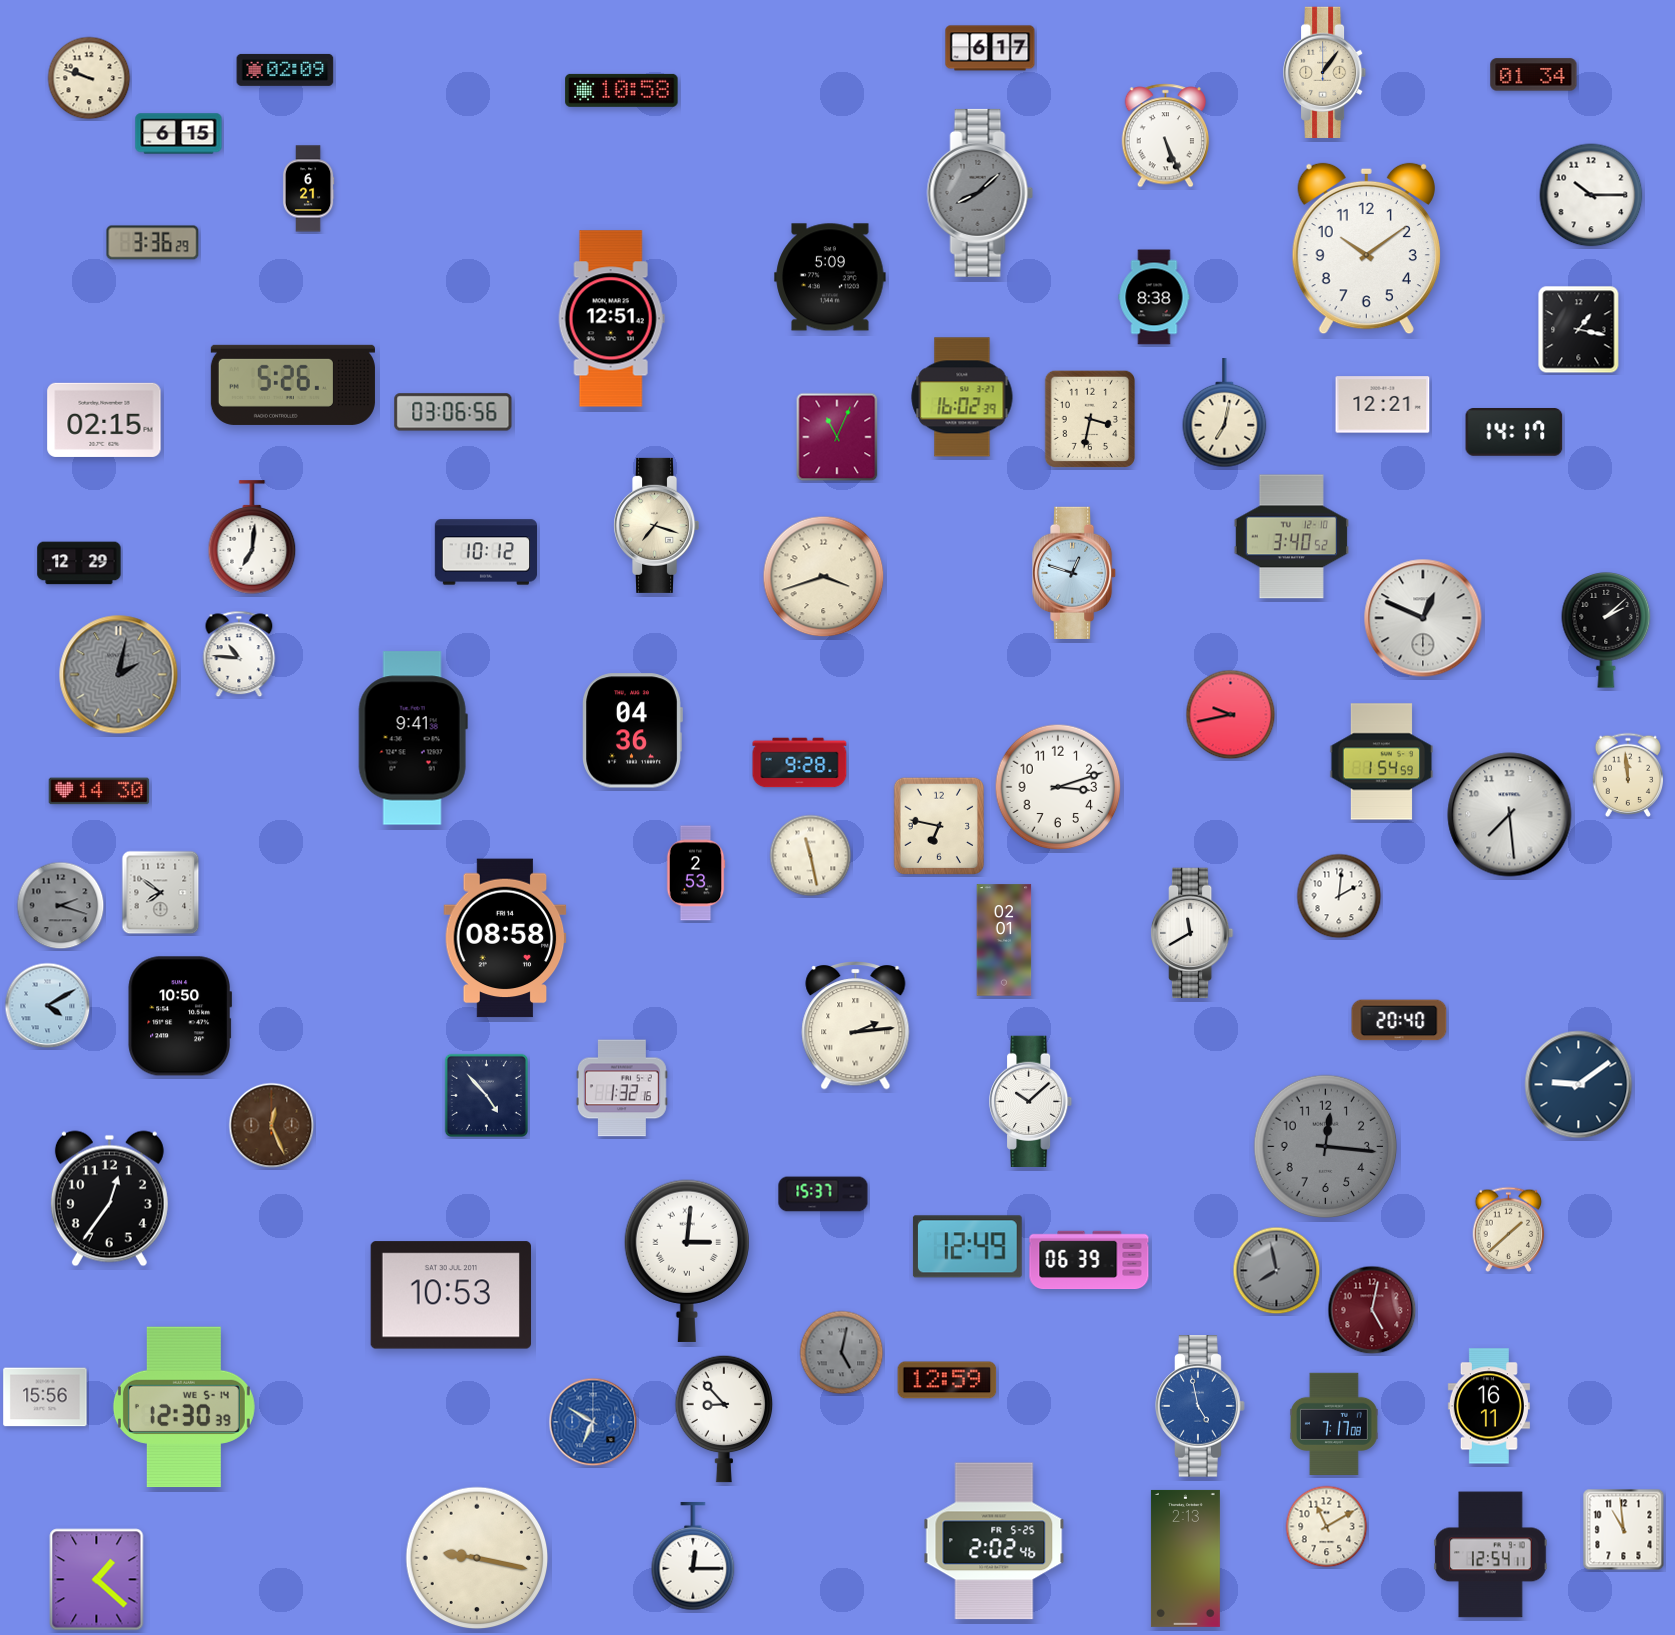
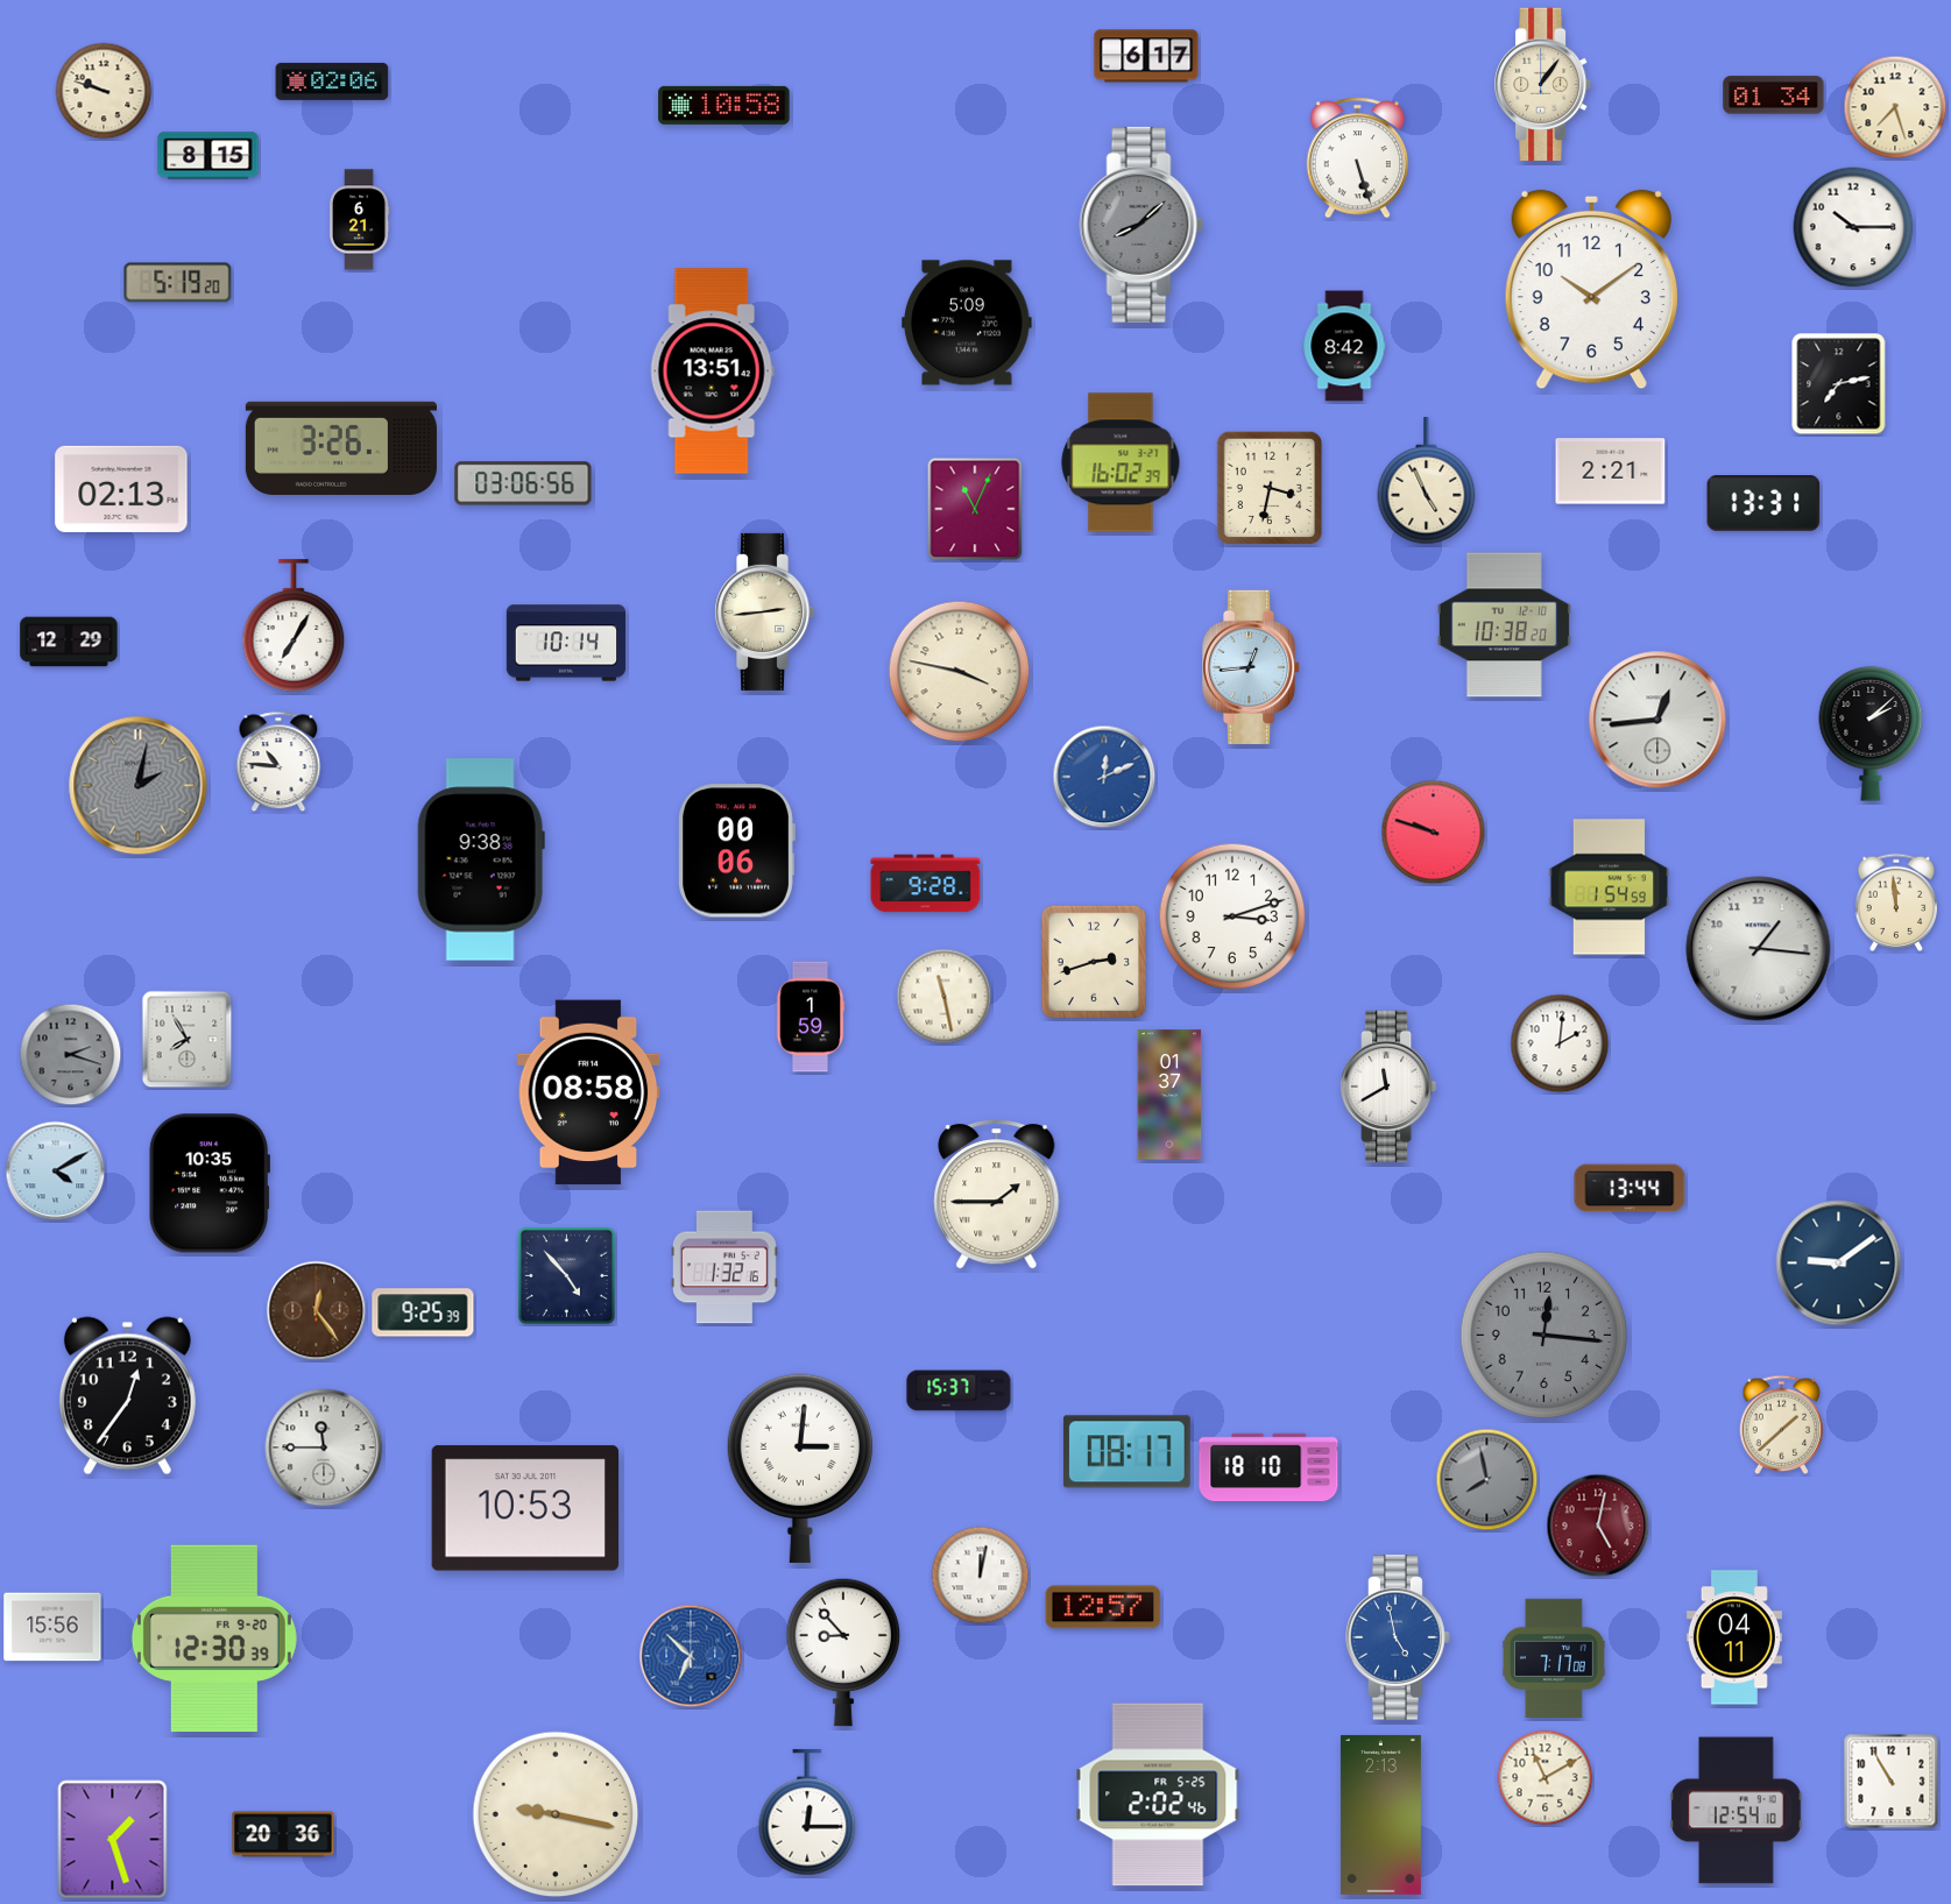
clock at (990, 48) position: (990, 48) -> (1146, 56)
clock at (285, 70): 02:09 -> 02:06
clock at (1534, 75) position: (1534, 75) -> (1774, 95)
clock at (1895, 107): none -> 7:27
clock at (179, 134): 6:15 -> 8:15
clock at (1165, 136): 5:26 -> 5:27
clock at (153, 243): 3:36 -> 5:19
clock at (1154, 297): 8:38 -> 8:42
clock at (611, 319): 12:51 -> 13:51
clock at (1579, 330): 1:17 -> 7:13
clock at (293, 385): 5:26 -> 3:26
clock at (1383, 405): 12:21 -> 2:21
clock at (453, 412) position: (453, 412) -> (523, 483)
clock at (1225, 414): 7:02 -> 4:56
clock at (104, 420): 02:15 -> 02:13
clock at (1514, 433): 14:17 -> 13:31
clock at (657, 525): 7:18 -> 2:44
clock at (252, 537): 7:01 -> 7:05
clock at (1291, 537): 3:40 -> 10:38
clock at (486, 552): 10:12 -> 10:14
clock at (79, 563) position: (79, 563) -> (69, 642)
clock at (1075, 573): 12:48 -> 12:44
clock at (824, 577): 3:42 -> 3:47
clock at (1423, 618): 12:49 -> 12:44
clock at (1104, 777): none -> 12:11
clock at (1231, 715): 9:43 -> 9:48
clock at (632, 731): 04:36 -> 00:06
clock at (413, 738): 9:41 -> 9:38
clock at (800, 763) position: (800, 763) -> (926, 884)
clock at (99, 791): 14:30 -> none
clock at (1510, 815): 7:29 -> 1:16
clock at (938, 825): 6:47 -> 2:42
clock at (696, 873): 2:53 -> 1:59
clock at (161, 893): 7:51 -> 7:55
clock at (1004, 940): 02:01 -> 01:37
clock at (179, 1016): 10:50 -> 10:35
clock at (1399, 1020): 20:40 -> 13:44
clock at (856, 1026): 2:14 -> 1:45
clock at (1032, 1102): 10:08 -> none
clock at (272, 1126): 12:26 -> 12:24
clock at (423, 1312): none -> 9:25
clock at (1509, 1229) position: (1509, 1229) -> (1782, 1424)
clock at (324, 1448): none -> 11:45
clock at (967, 1247): 12:49 -> 08:17
clock at (1089, 1260): 06:39 -> 18:10
clock at (842, 1353): 5:02 -> 12:02
clock at (842, 1353) dial: grey -> white
clock at (947, 1380): 12:59 -> 12:57
clock at (1489, 1406): 16:11 -> 04:11
clock at (184, 1407) date: WE 5-14 -> FR 9-20
clock at (593, 1422): 6:50 -> 6:52
clock at (1624, 1530): 10:59 -> 10:55
clock at (1491, 1555): 12:54:11 -> 12:54:10
clock at (283, 1834): none -> 20:36
clock at (97, 1580): 1:22 -> 1:27
